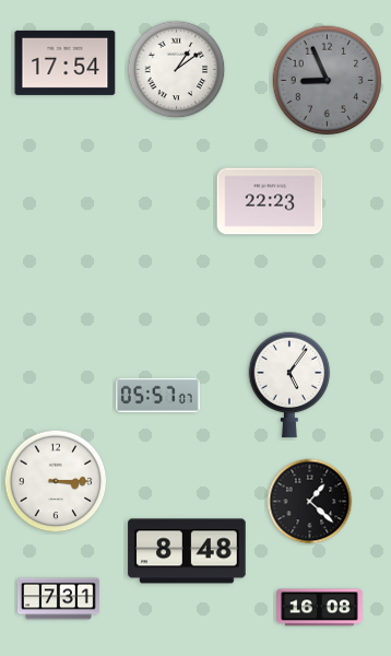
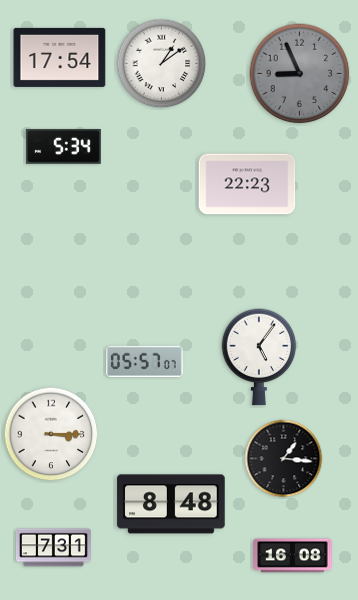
clock at (63, 146): none -> 5:34
clock at (289, 385) position: (289, 385) -> (259, 357)
clock at (56, 481) position: (56, 481) -> (51, 434)
clock at (310, 502): 1:22 -> 1:16
